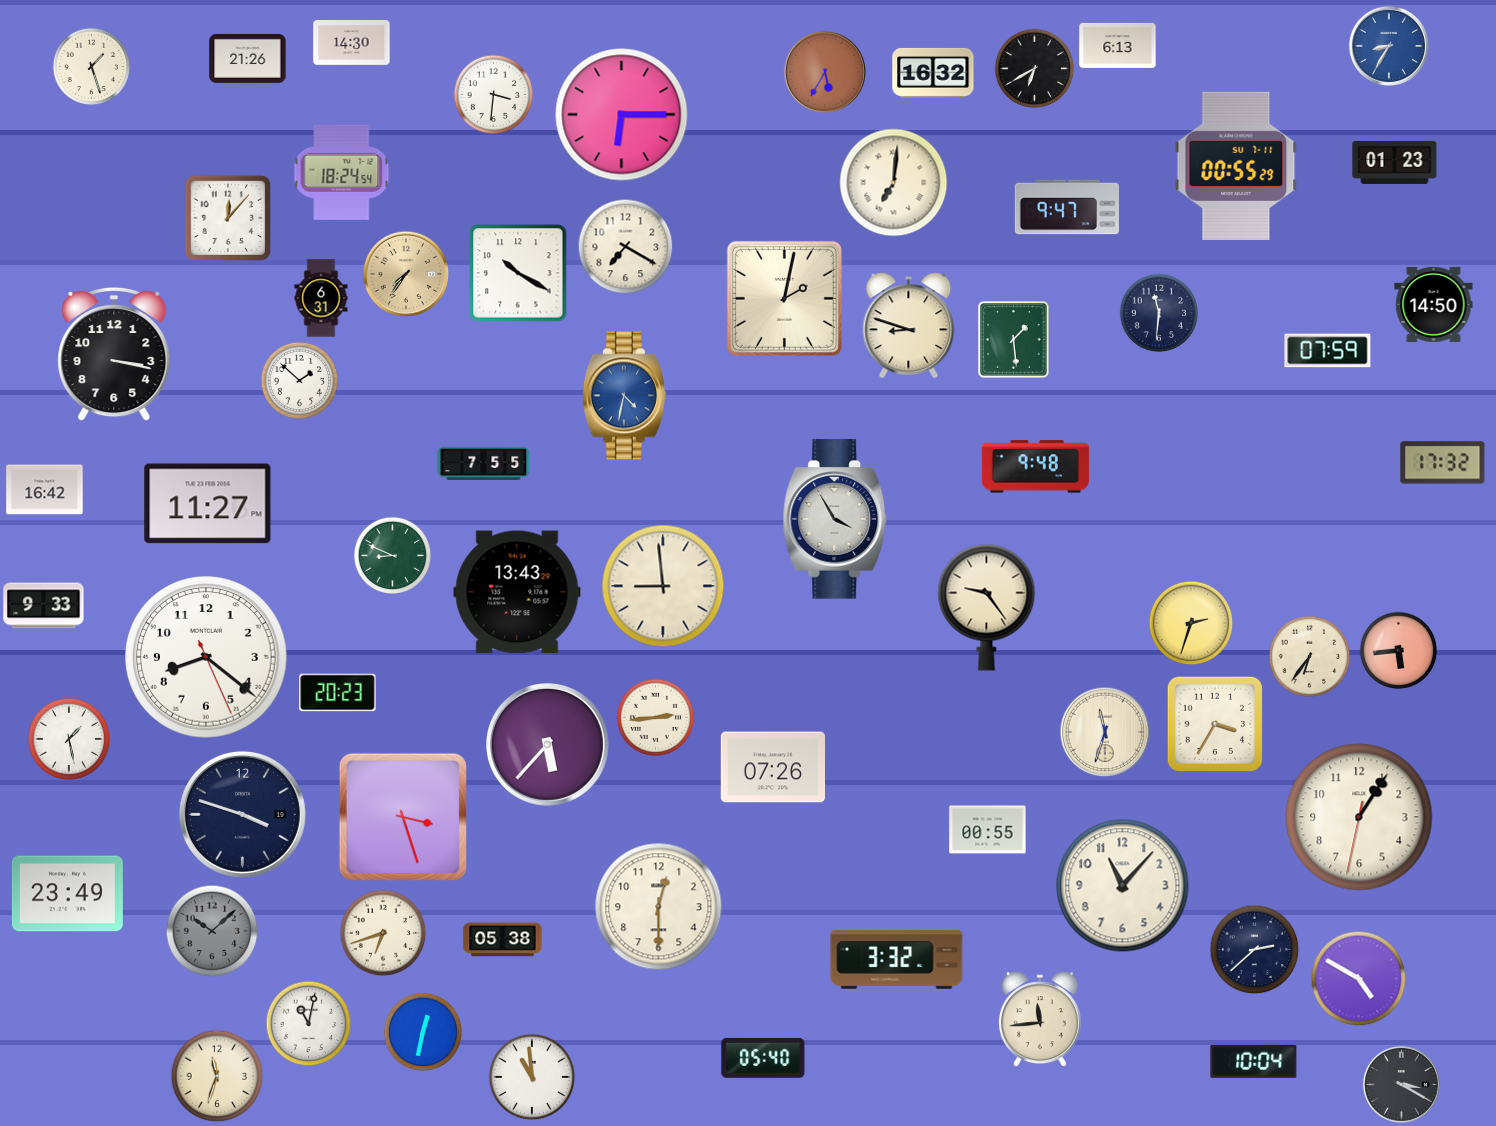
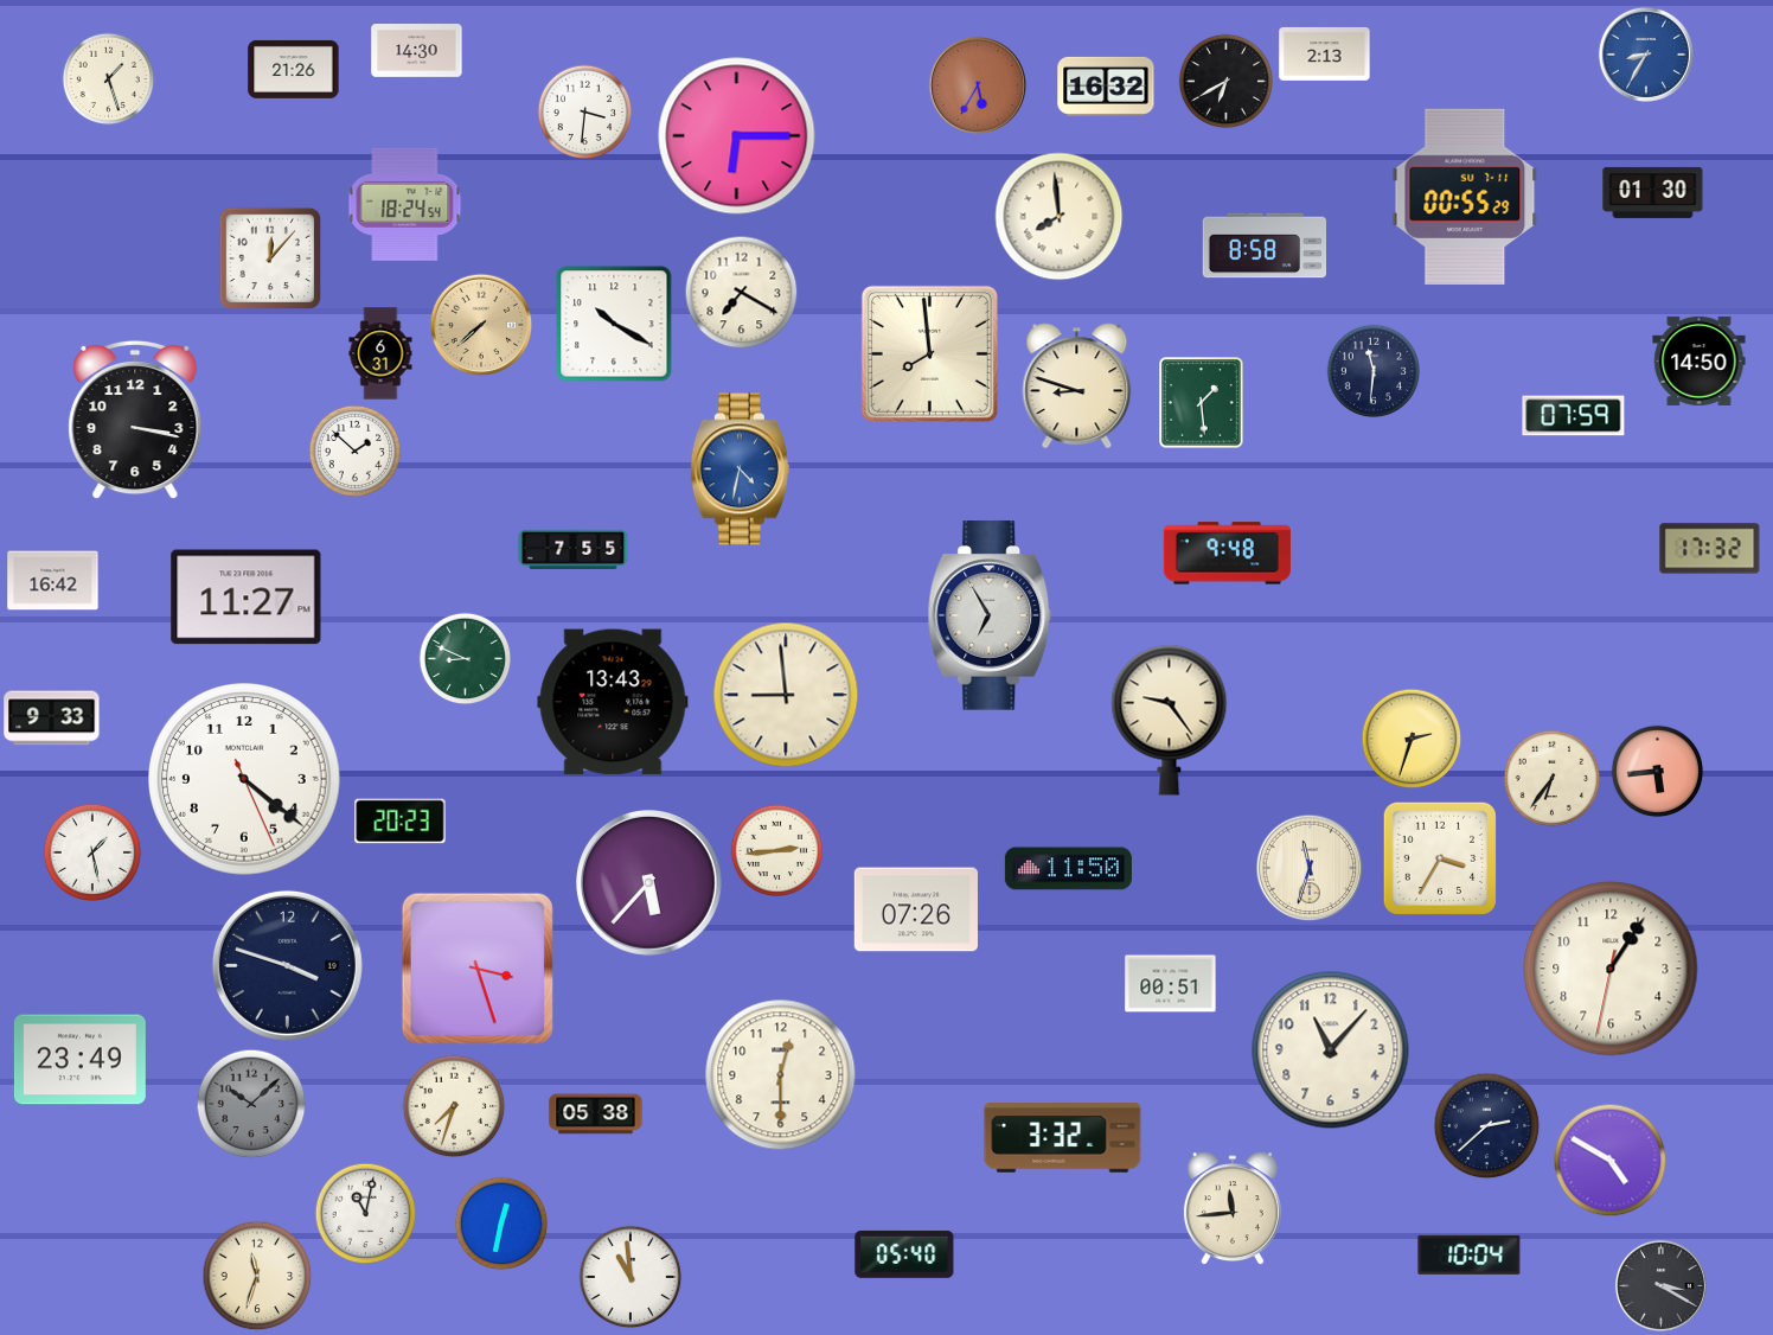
clock at (1118, 45): 6:13 -> 2:13
clock at (1395, 162): 01:23 -> 01:30
clock at (894, 183): 7:01 -> 7:59
clock at (1066, 207): 9:47 -> 8:58
clock at (406, 274): 7:36 -> 7:38
clock at (784, 298): 2:02 -> 7:59
clock at (835, 519): 3:55 -> 6:55
clock at (206, 657): 8:21 -> 4:21
clock at (1068, 869): none -> 11:50
clock at (69, 739) position: (69, 739) -> (92, 852)
clock at (988, 830): 00:55 -> 00:51
clock at (383, 933): 6:42 -> 7:33
clock at (1254, 1061) position: (1254, 1061) -> (1470, 1254)
